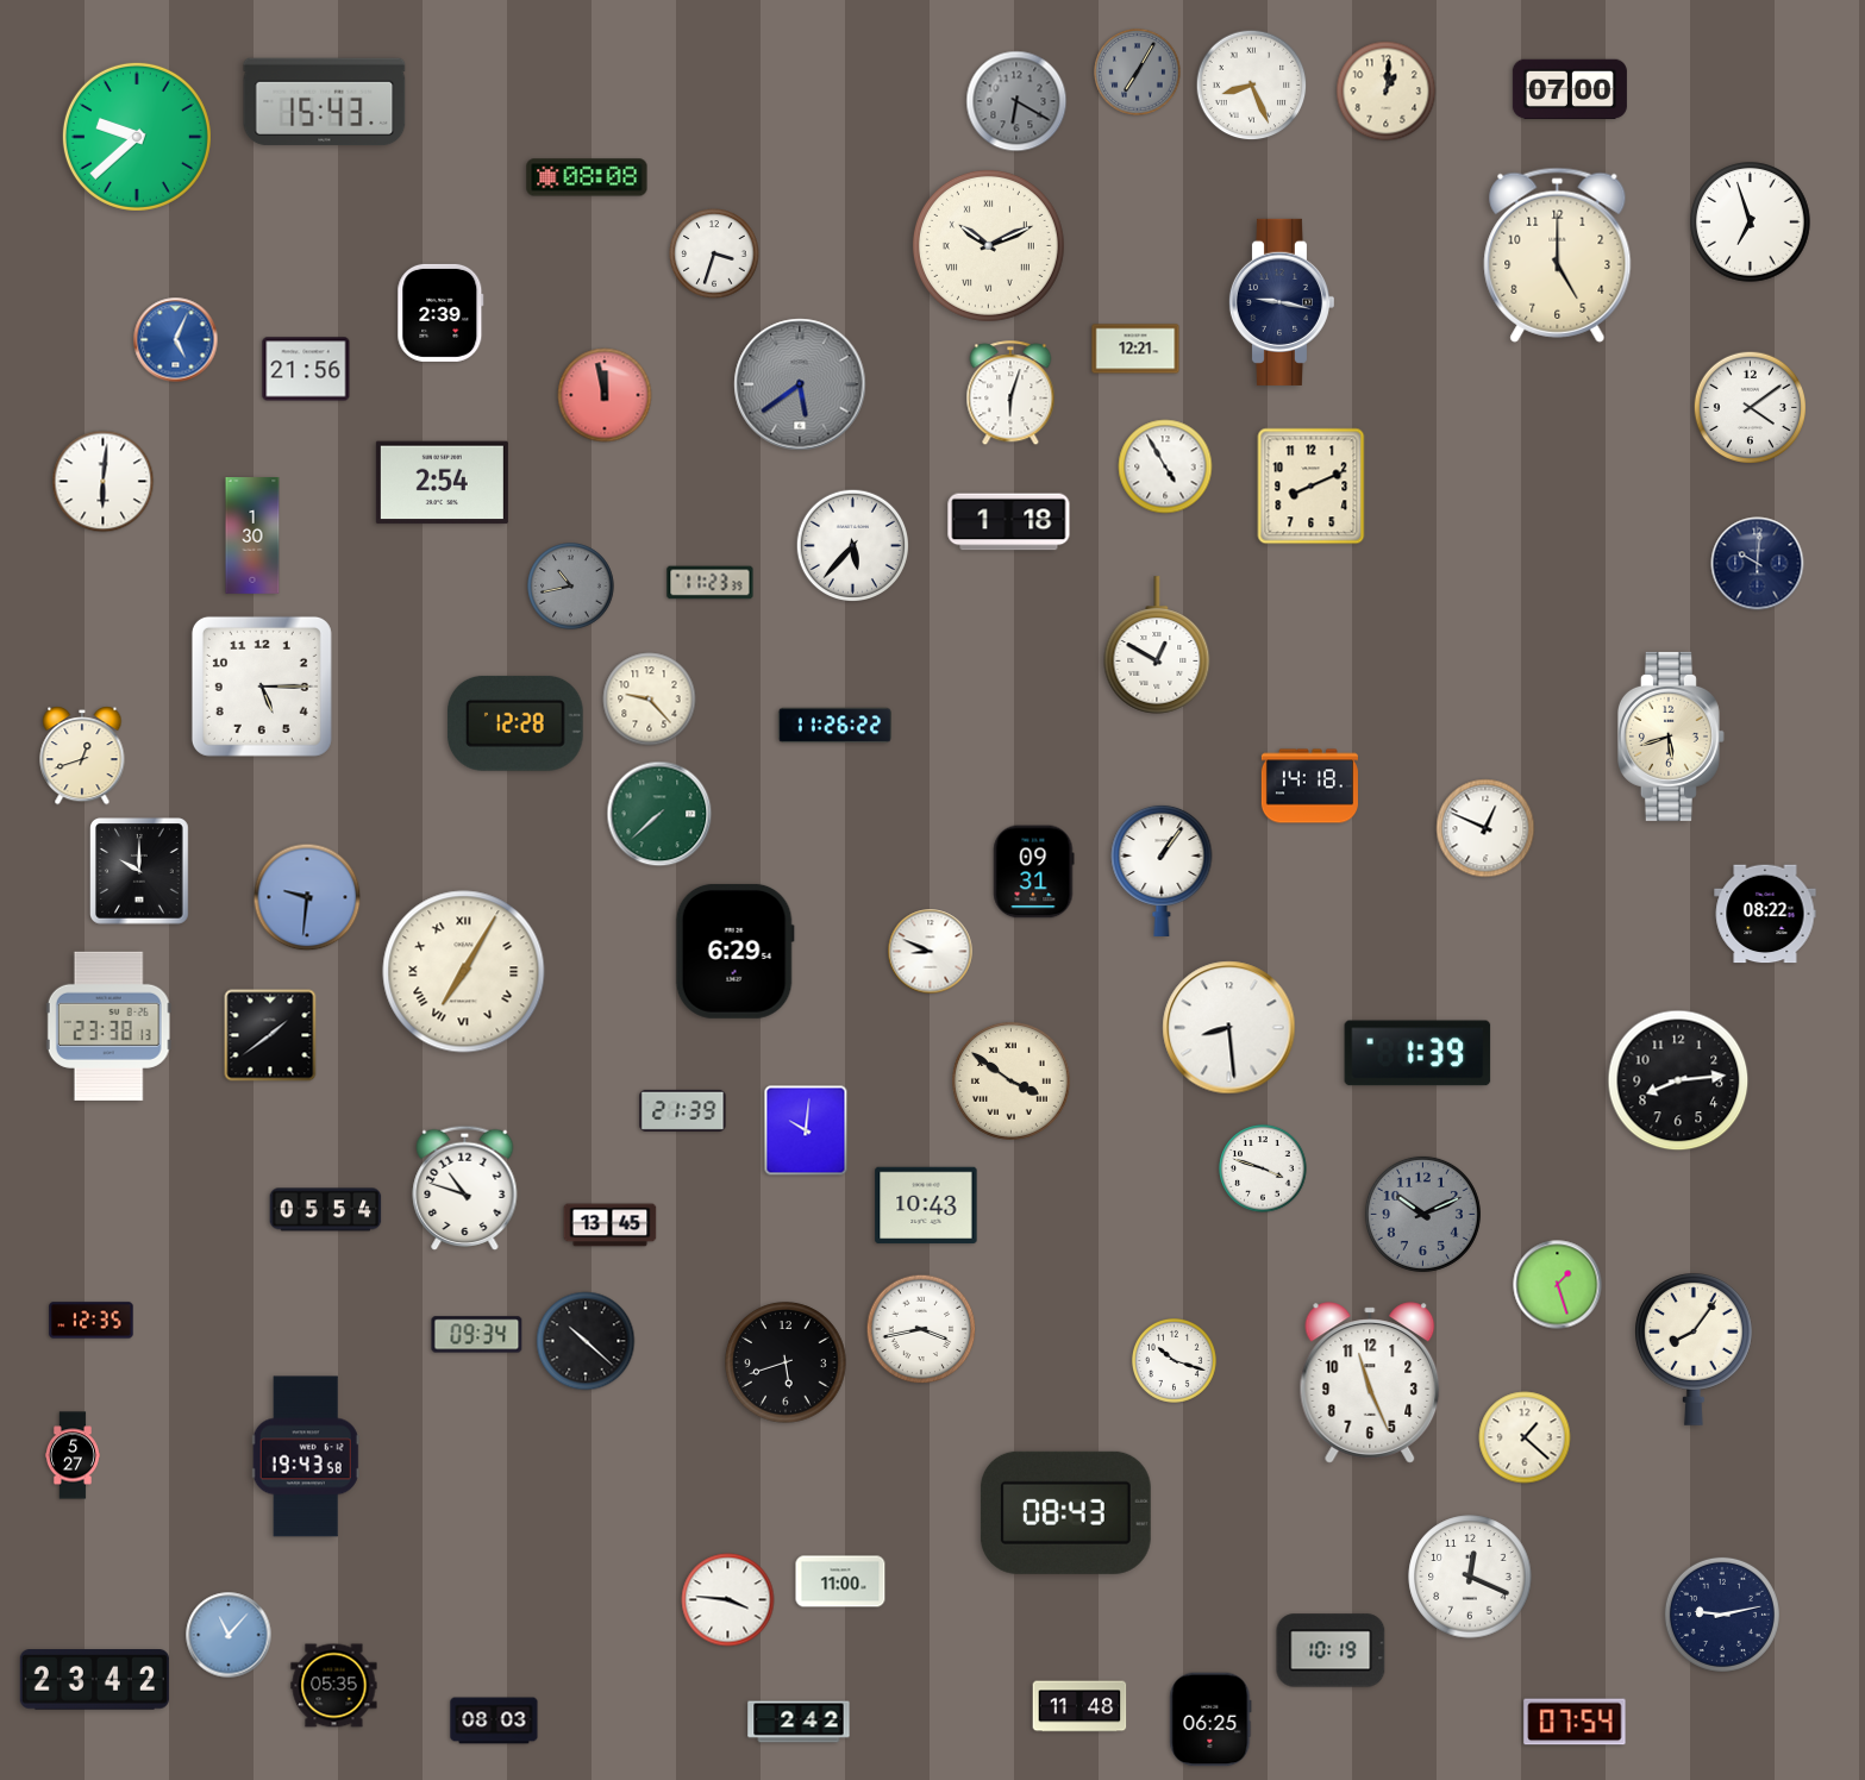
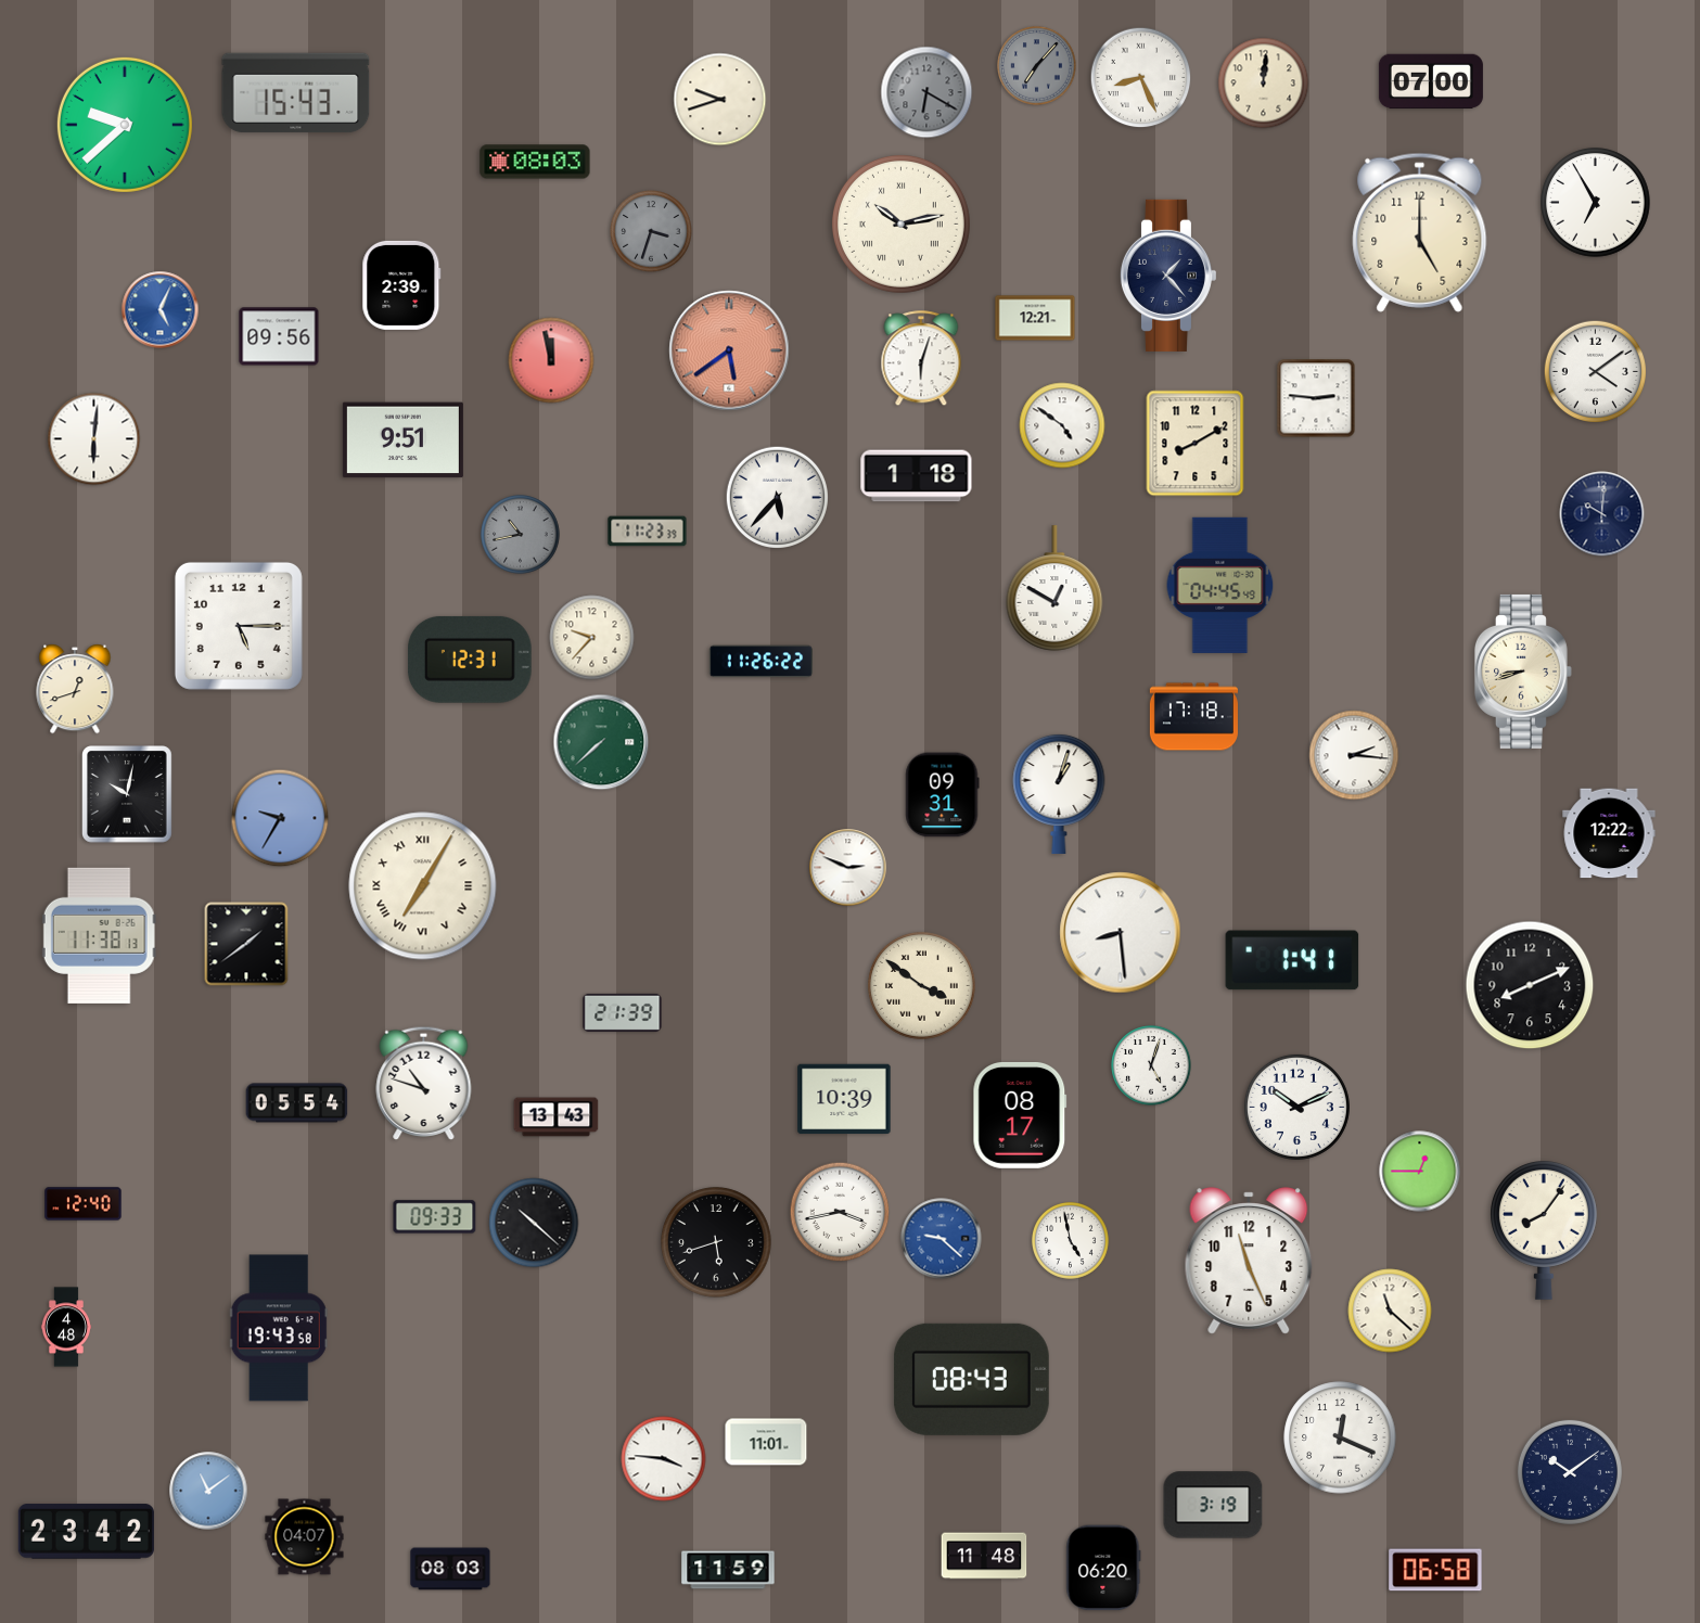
clock at (1138, 73): 7:05 -> 7:07
clock at (1387, 92): 1:01 -> 12:01
clock at (720, 100): none -> 9:42
clock at (587, 177): 08:08 -> 08:03
clock at (1751, 223): 6:57 -> 6:55
clock at (988, 245): 10:11 -> 10:13
clock at (714, 253) dial: white -> grey
clock at (1281, 302): 9:17 -> 1:23
clock at (306, 369): 21:56 -> 09:56
clock at (800, 384) dial: grey -> salmon
clock at (1316, 398): none -> 2:46
clock at (1165, 466): 4:55 -> 4:51
clock at (442, 483): 2:54 -> 9:51
clock at (1312, 487): 8:11 -> 8:10
clock at (1009, 522) position: (1009, 522) -> (917, 476)
clock at (252, 537): 1:30 -> none
clock at (1220, 585): none -> 04:45
clock at (650, 700): 9:23 -> 9:37
clock at (515, 723): 12:28 -> 12:31
clock at (1671, 737): 5:42 -> 8:42
clock at (1309, 786): 14:18 -> 17:18
clock at (1485, 828): 12:49 -> 2:16
clock at (1162, 870): 1:06 -> 1:03
clock at (140, 872): 10:00 -> 10:02
clock at (307, 897): 9:31 -> 9:35
clock at (1765, 914): 08:22 -> 12:22
clock at (734, 951): 6:29 -> none
clock at (931, 952): 8:49 -> 2:49
clock at (108, 1026): 23:38 -> 11:38
clock at (1229, 1028) position: (1229, 1028) -> (1121, 933)
clock at (1417, 1053): 1:39 -> 1:41
clock at (1678, 1080): 8:14 -> 8:11
clock at (806, 1130): 10:01 -> none
clock at (1263, 1168): 3:48 -> 5:03
clock at (926, 1205): 10:43 -> 10:39
clock at (1422, 1214) dial: grey -> white
clock at (1020, 1115): none -> 08:17
clock at (611, 1226): 13:45 -> 13:43
clock at (1558, 1285): 1:27 -> 12:45
clock at (92, 1321): 12:35 -> 12:40
clock at (477, 1335): 09:34 -> 09:33
clock at (942, 1239): none -> 9:22
clock at (1174, 1360): 10:18 -> 4:58
clock at (1525, 1437): 1:22 -> 11:22
clock at (73, 1455): 5:27 -> 4:48
clock at (840, 1581): 11:00 -> 11:01
clock at (1722, 1615): 9:13 -> 10:09
clock at (229, 1635): 11:07 -> 11:09
clock at (1331, 1650): 10:19 -> 3:19
clock at (334, 1686): 05:35 -> 04:07
clock at (1210, 1719): 06:25 -> 06:20
clock at (799, 1722): 2:42 -> 11:59
clock at (1575, 1722): 07:54 -> 06:58
